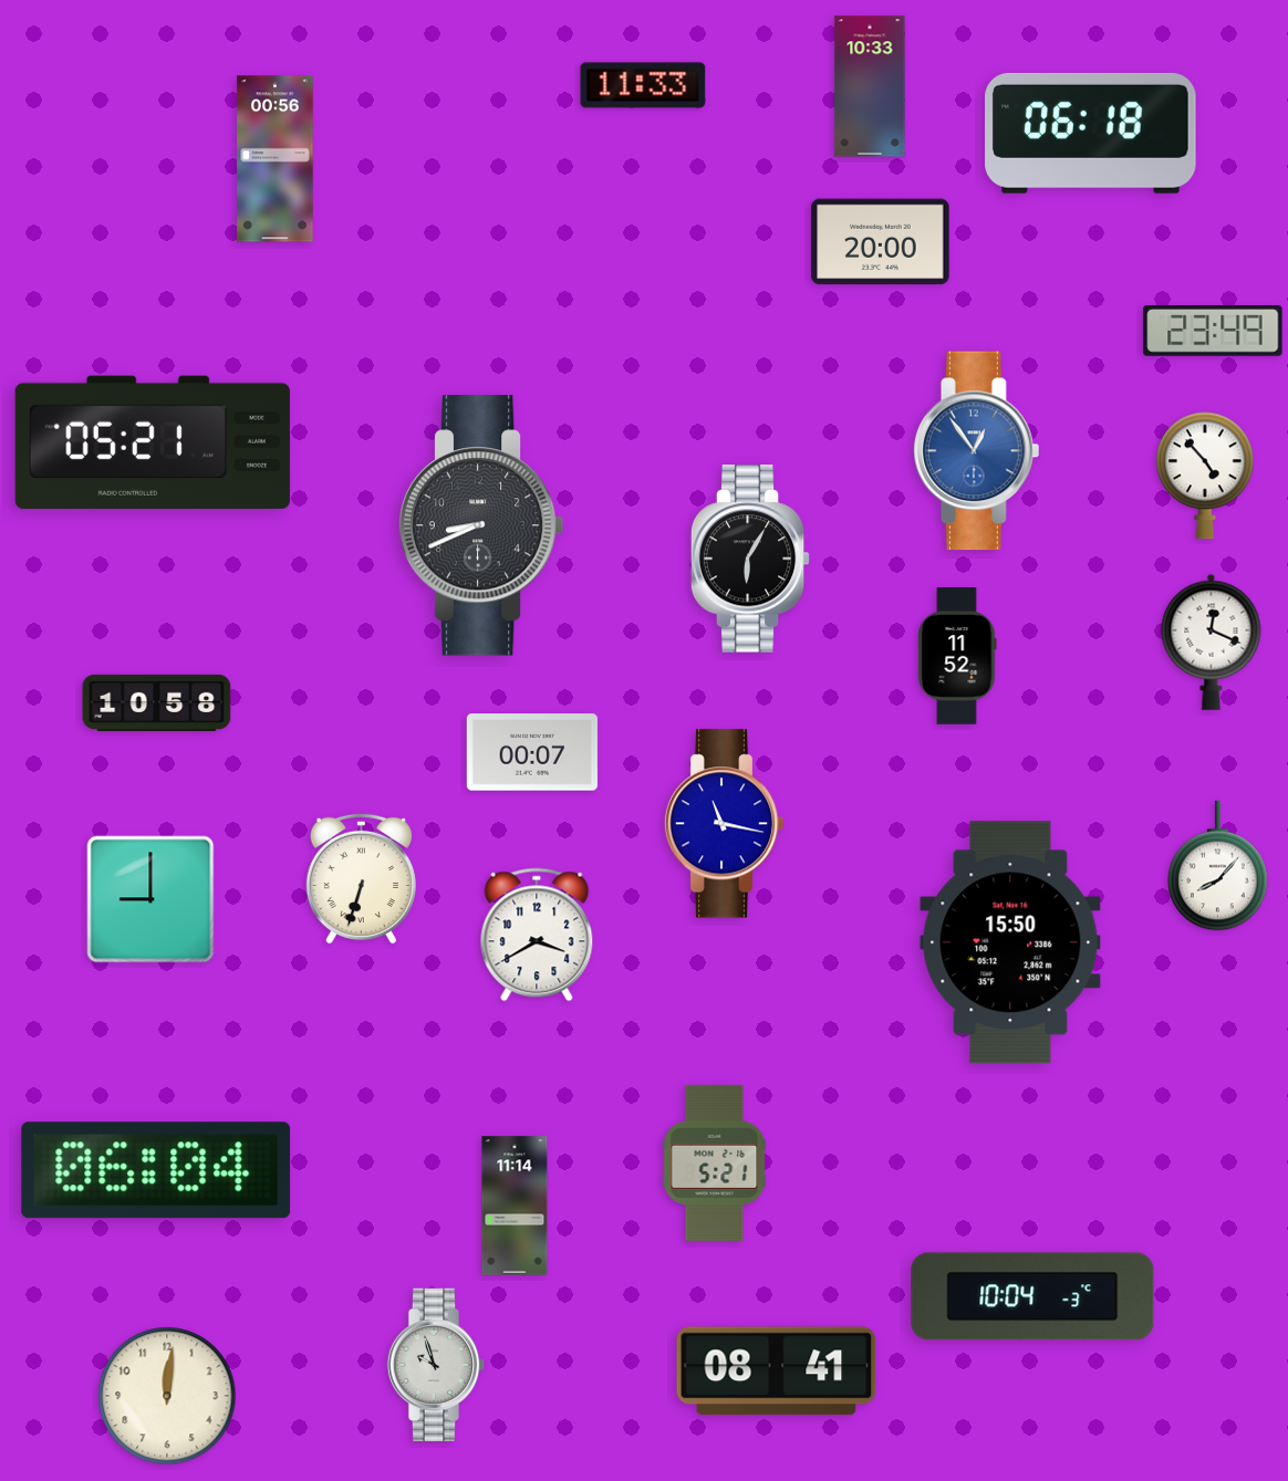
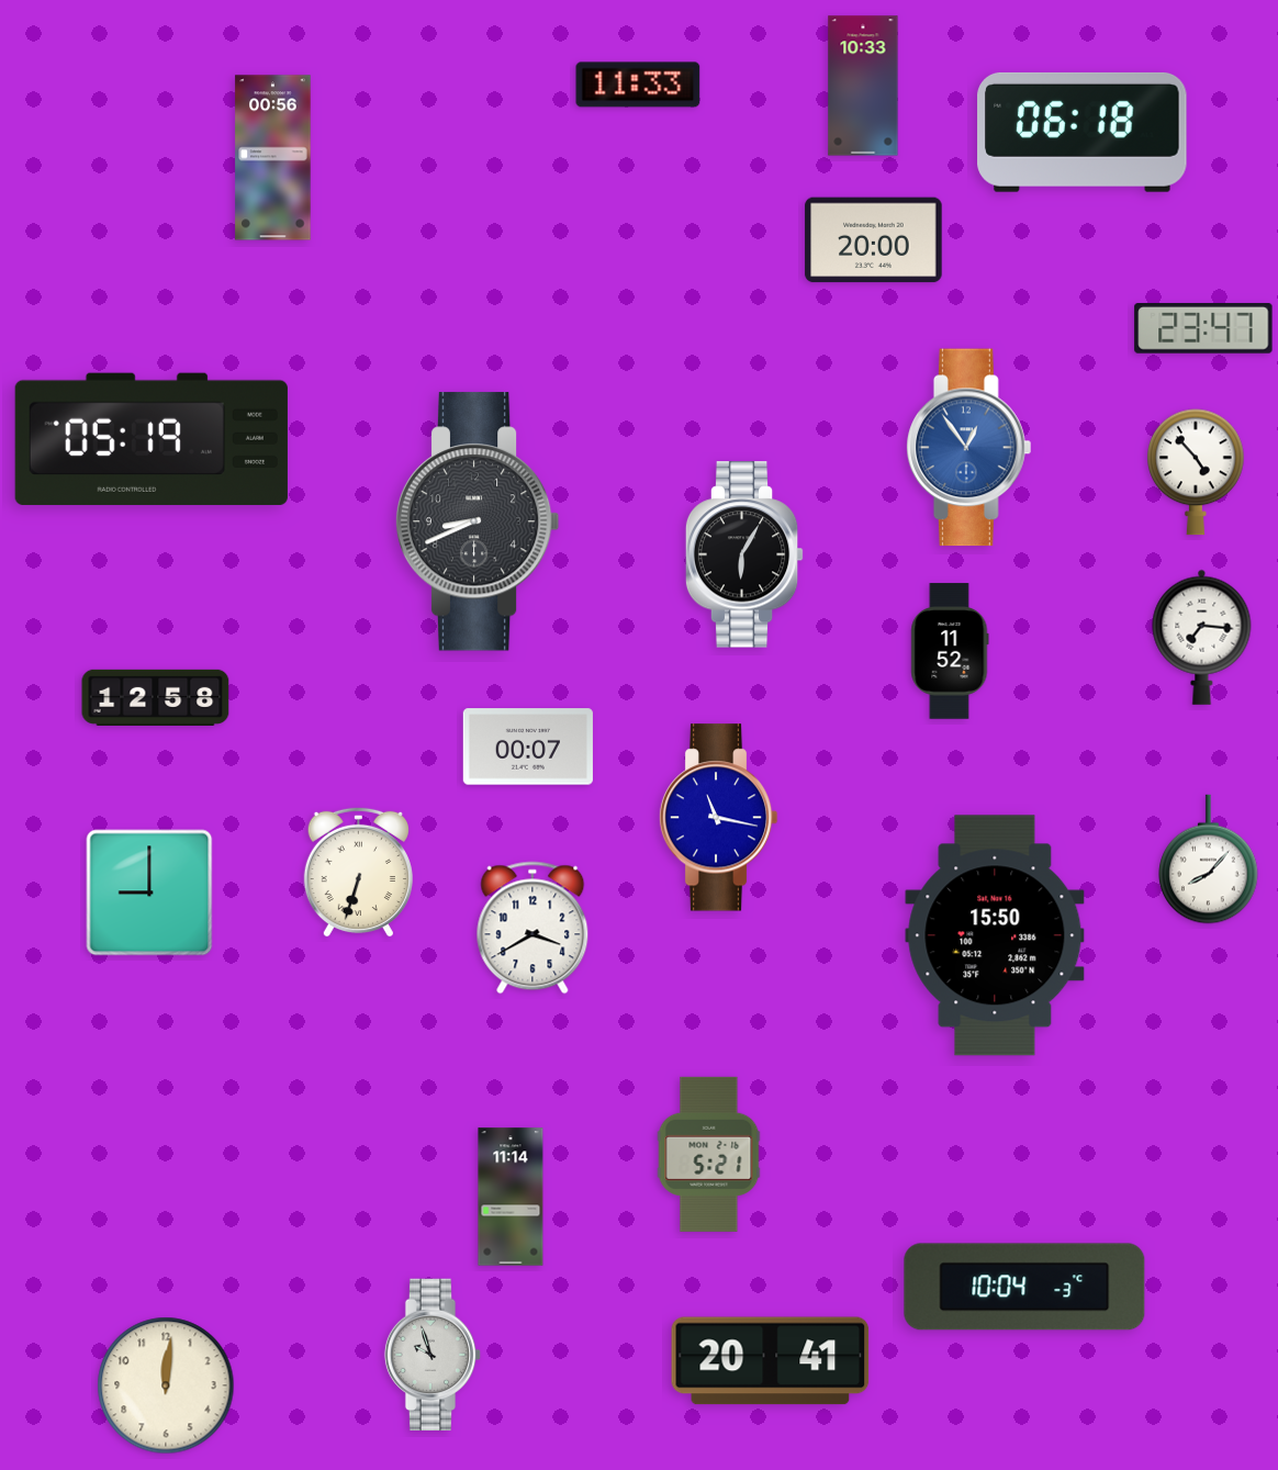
clock at (1213, 332): 23:49 -> 23:47
clock at (153, 442): 05:21 -> 05:19
clock at (1212, 642): 12:19 -> 7:16
clock at (157, 702): 10:58 -> 12:58
clock at (1010, 942) position: (1010, 942) -> (995, 935)
clock at (156, 1170): 06:04 -> none
clock at (777, 1372): 08:41 -> 20:41
